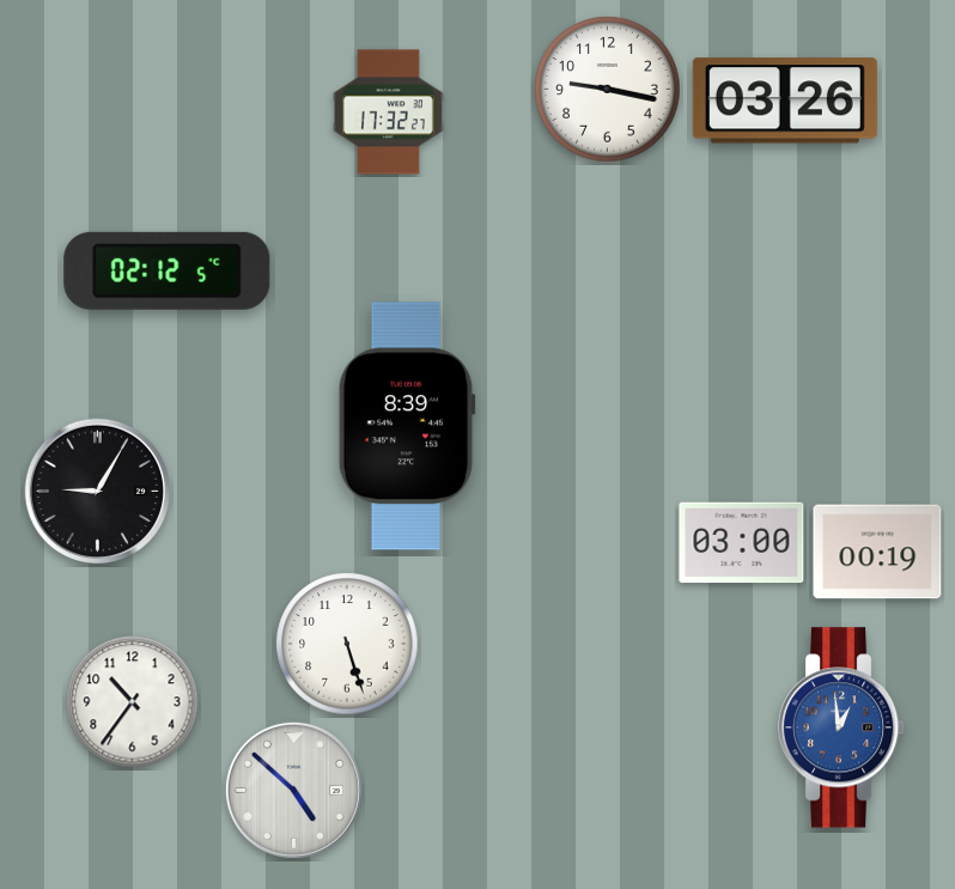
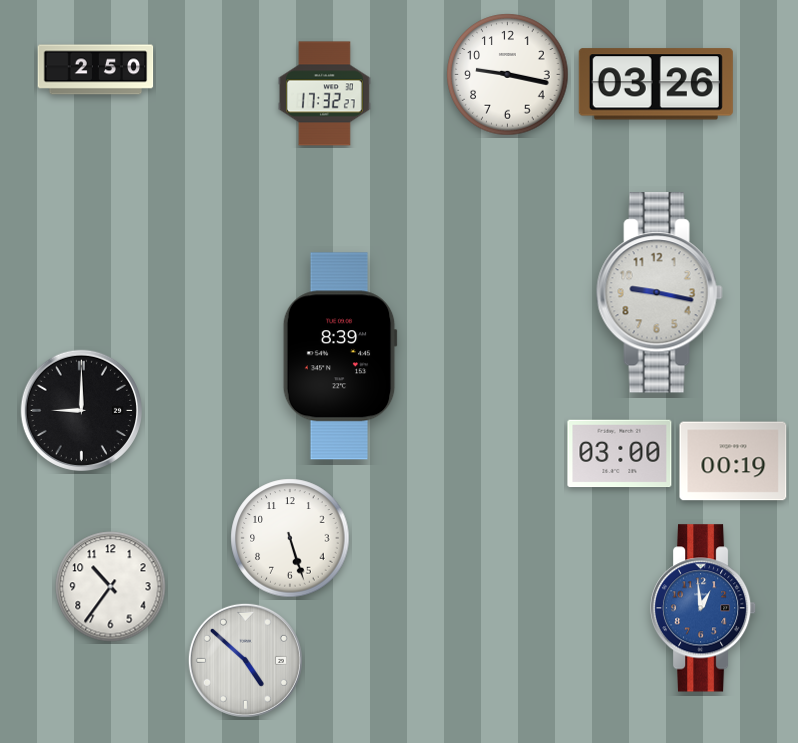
clock at (96, 70): none -> 2:50
clock at (168, 270): 02:12 -> none
clock at (659, 293): none -> 9:17
clock at (97, 491): 9:05 -> 9:00
